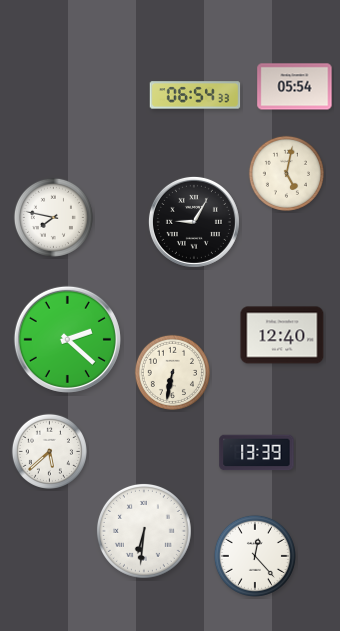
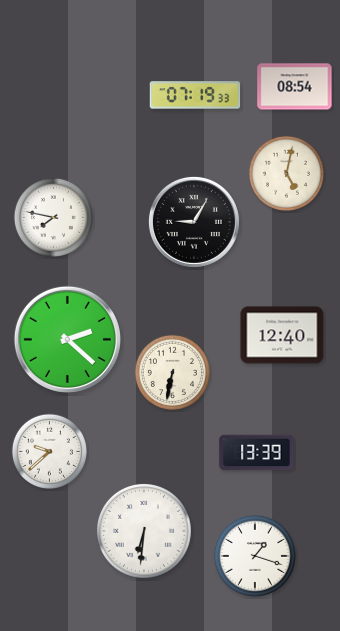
clock at (295, 87): 05:54 -> 08:54
clock at (195, 95): 06:54 -> 07:19
clock at (49, 451): 5:38 -> 9:38
clock at (255, 556): 12:23 -> 1:18
